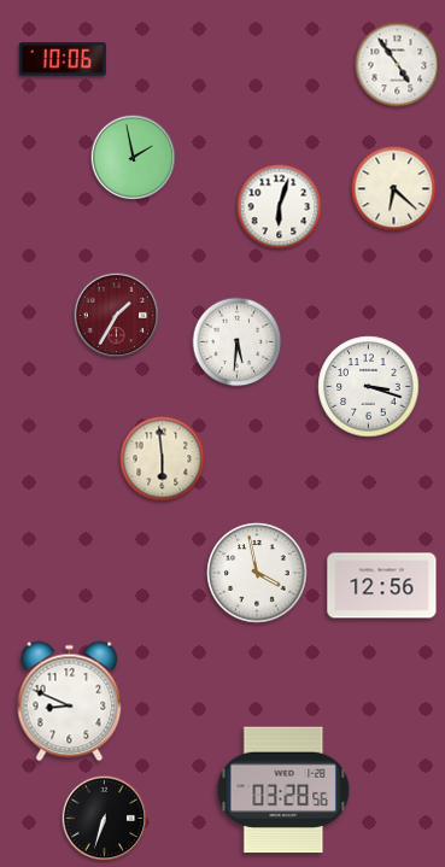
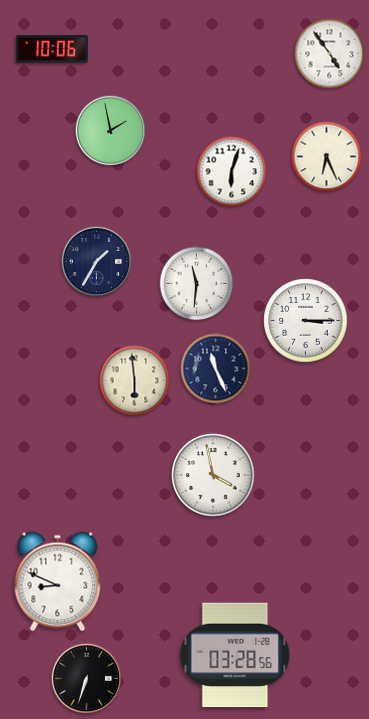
clock at (394, 189): 6:22 -> 6:26
clock at (117, 316) dial: burgundy -> navy
clock at (238, 342): 5:31 -> 11:31
clock at (369, 387): 3:18 -> 3:15
clock at (216, 369): none -> 11:26
clock at (382, 586): 12:56 -> none
